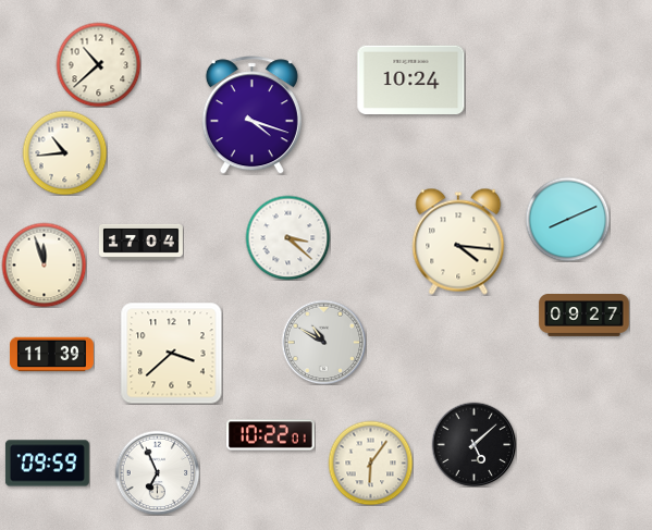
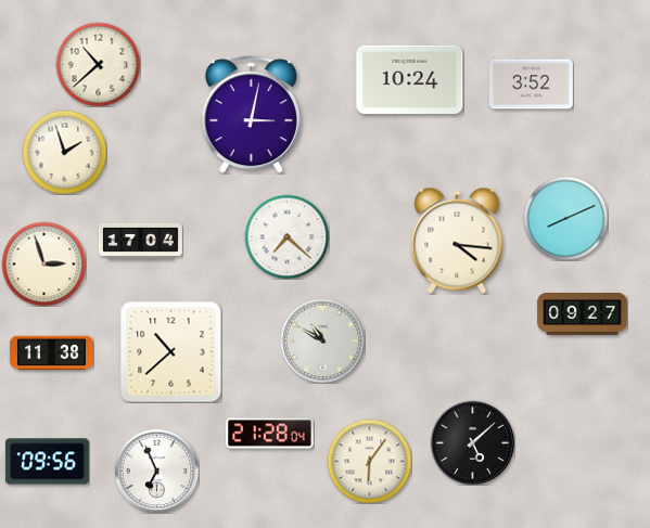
clock at (531, 85): none -> 3:52
clock at (251, 115): 4:18 -> 3:02
clock at (64, 152): 10:44 -> 1:57
clock at (287, 237): 3:22 -> 7:22
clock at (44, 264): 11:57 -> 2:57
clock at (172, 354): 3:38 -> 10:38
clock at (51, 355): 11:39 -> 11:38
clock at (271, 435): 10:22 -> 21:28
clock at (47, 464): 09:59 -> 09:56
